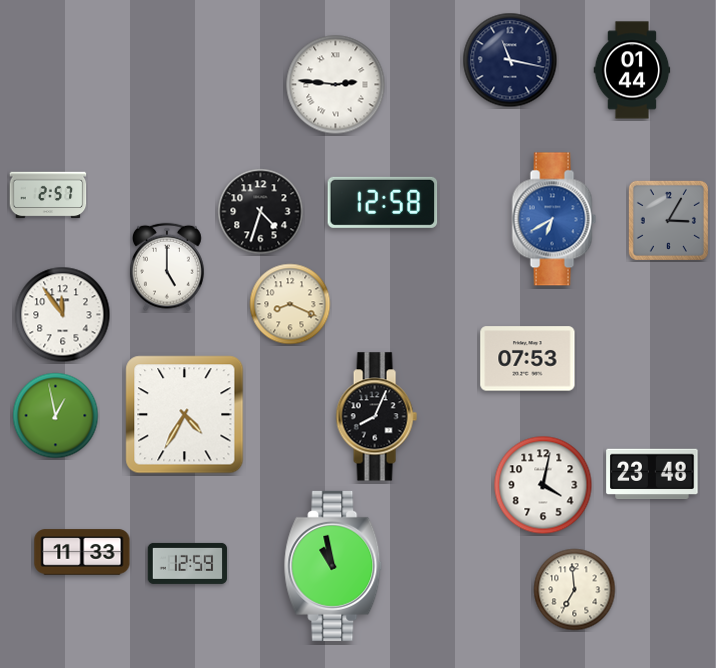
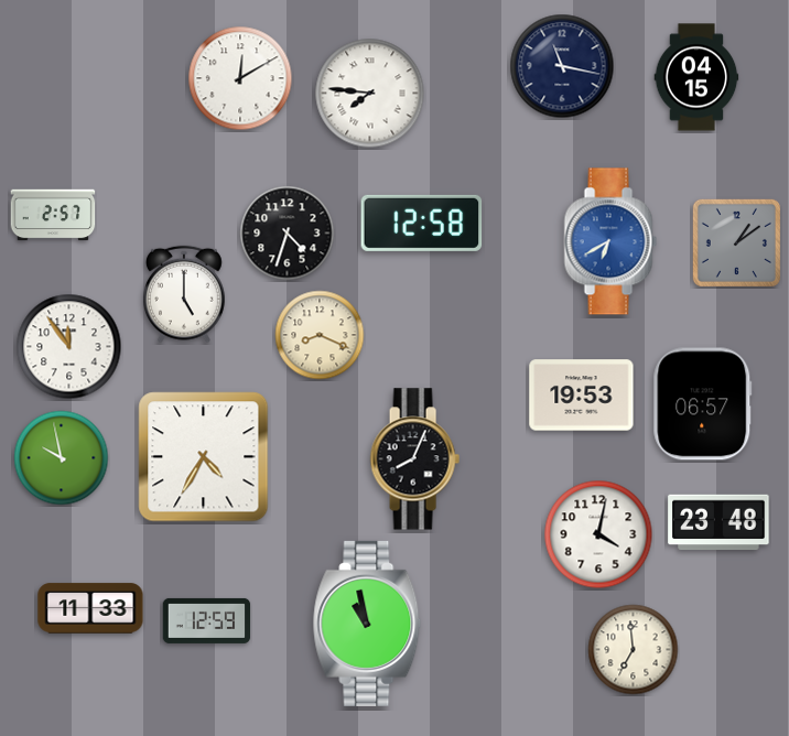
clock at (632, 70): 01:44 -> 04:15
clock at (240, 78): none -> 12:10
clock at (336, 85): 2:46 -> 7:46
clock at (668, 220): 3:05 -> 1:09
clock at (528, 359): 07:53 -> 19:53
clock at (703, 404): none -> 06:57
clock at (56, 416): 12:58 -> 9:58
